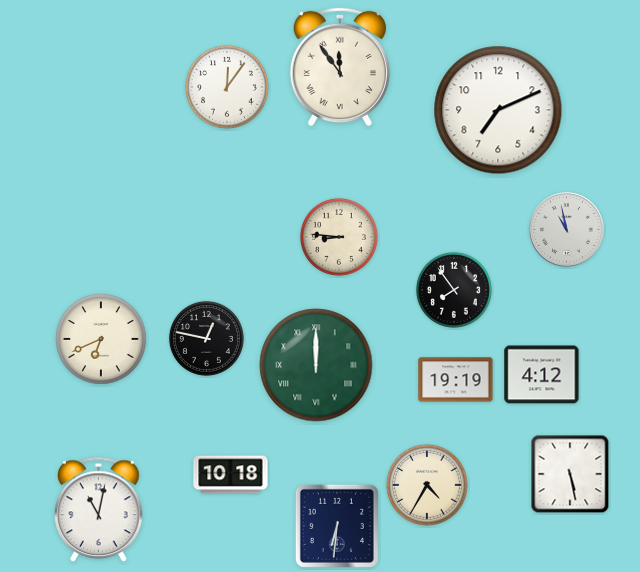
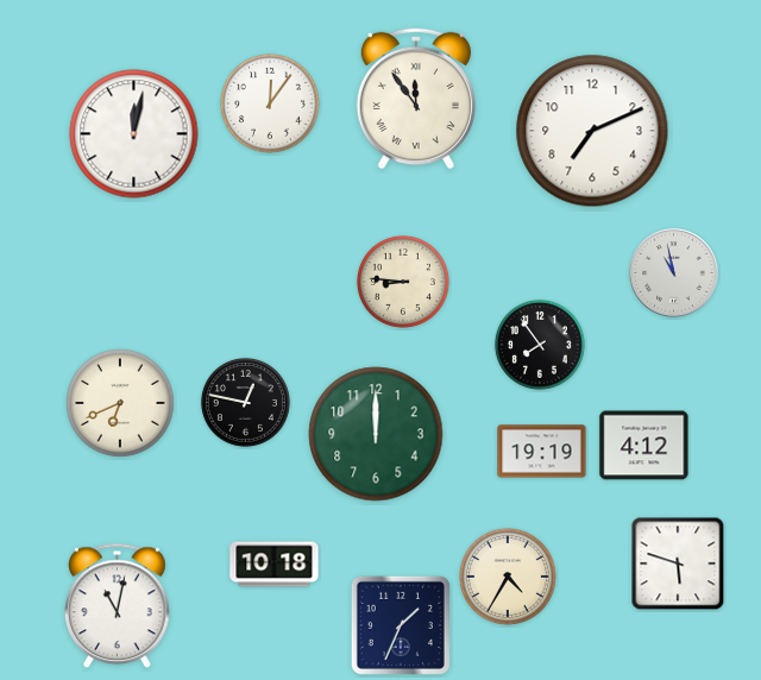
clock at (340, 67) position: (340, 67) -> (416, 99)
clock at (134, 134): none -> 12:02
clock at (316, 365) numerals: Roman -> Arabic
clock at (570, 474): 5:28 -> 5:48
clock at (337, 526): 6:31 -> 1:34
